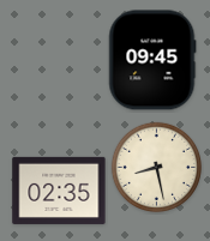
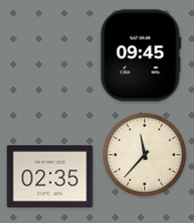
clock at (157, 168): 8:28 -> 11:37
clock at (59, 191) position: (59, 191) -> (50, 176)
